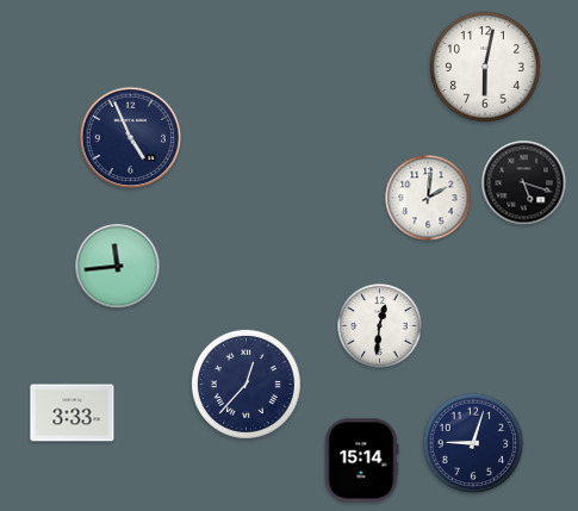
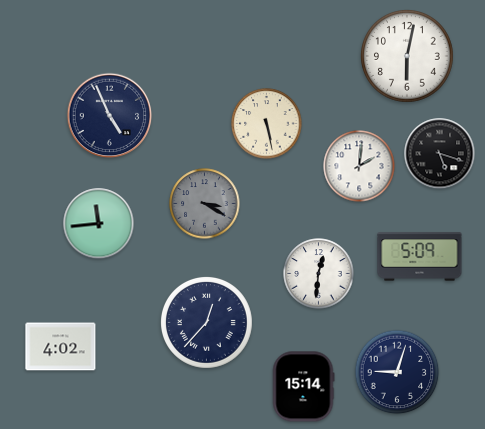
clock at (267, 124): none -> 5:28
clock at (205, 204): none -> 3:20
clock at (420, 257): none -> 5:09
clock at (73, 413): 3:33 -> 4:02
